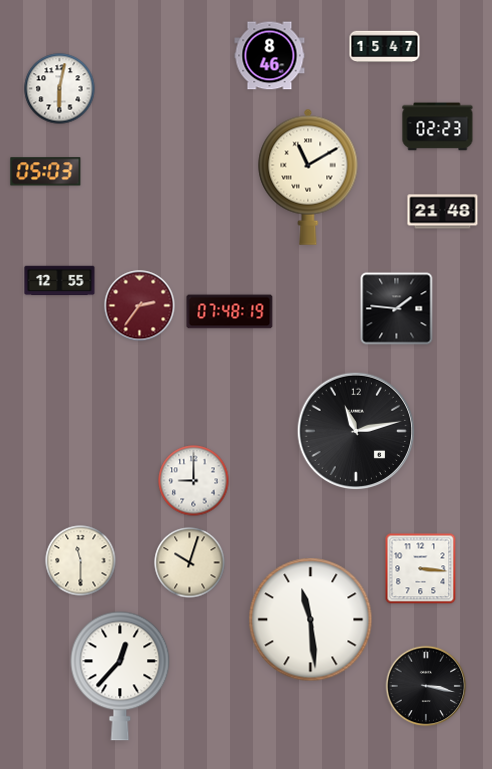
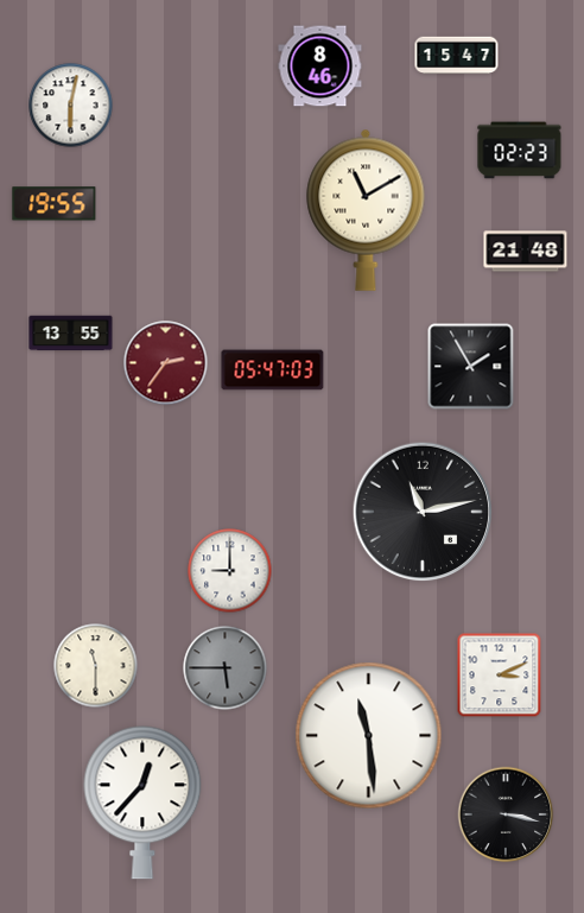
clock at (46, 172): 05:03 -> 19:55
clock at (60, 281): 12:55 -> 13:55
clock at (397, 309): 1:46 -> 1:55
clock at (230, 312): 07:48 -> 05:47
clock at (190, 563): 10:03 -> 5:45
clock at (190, 563) dial: cream -> grey
clock at (421, 569): 3:16 -> 3:11
